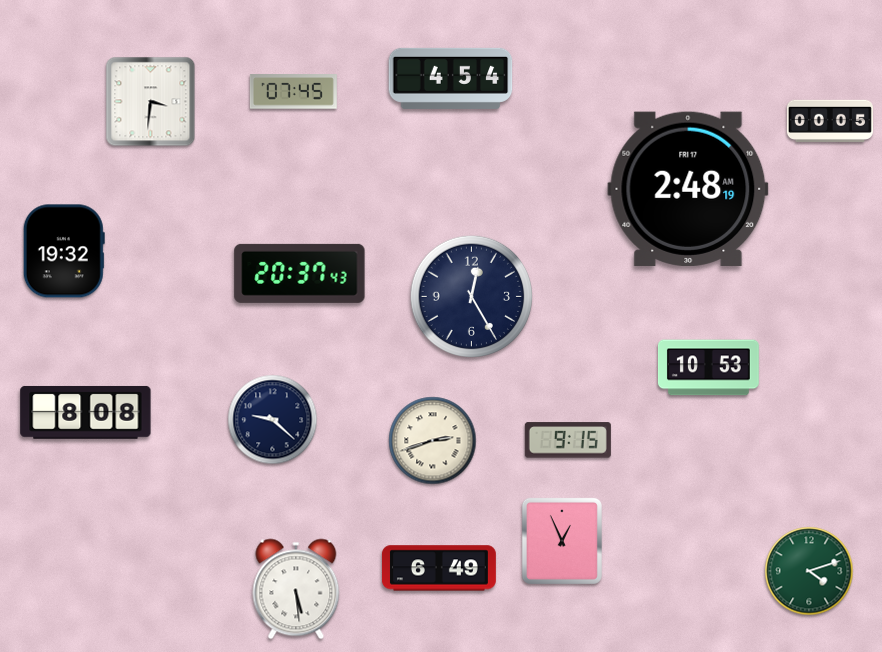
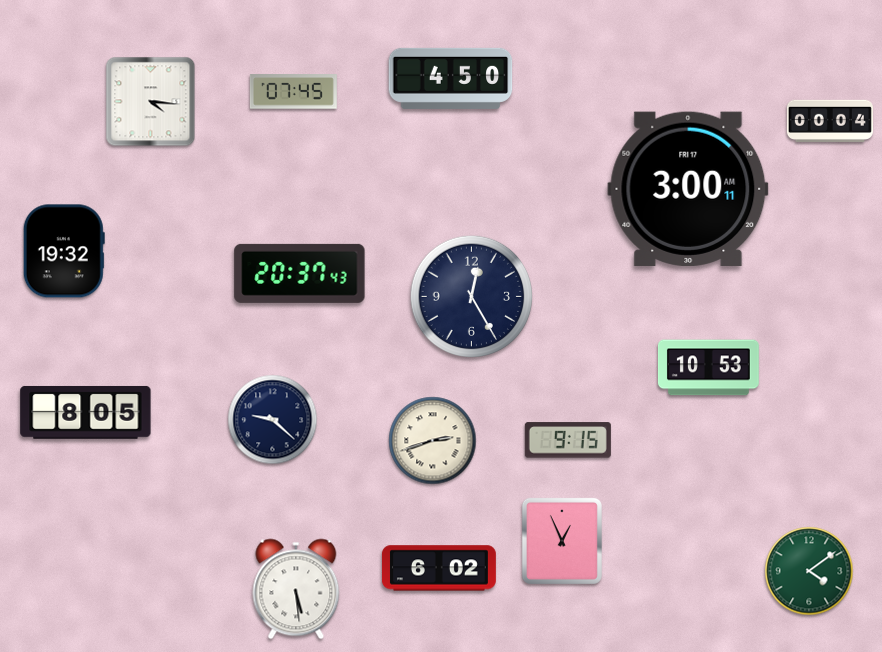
clock at (451, 78): 4:54 -> 4:50
clock at (151, 102): 3:31 -> 4:16
clock at (830, 121): 00:05 -> 00:04
clock at (688, 189): 2:48 -> 3:00
clock at (86, 412): 8:08 -> 8:05
clock at (439, 568): 6:49 -> 6:02
clock at (809, 571): 4:12 -> 4:09
